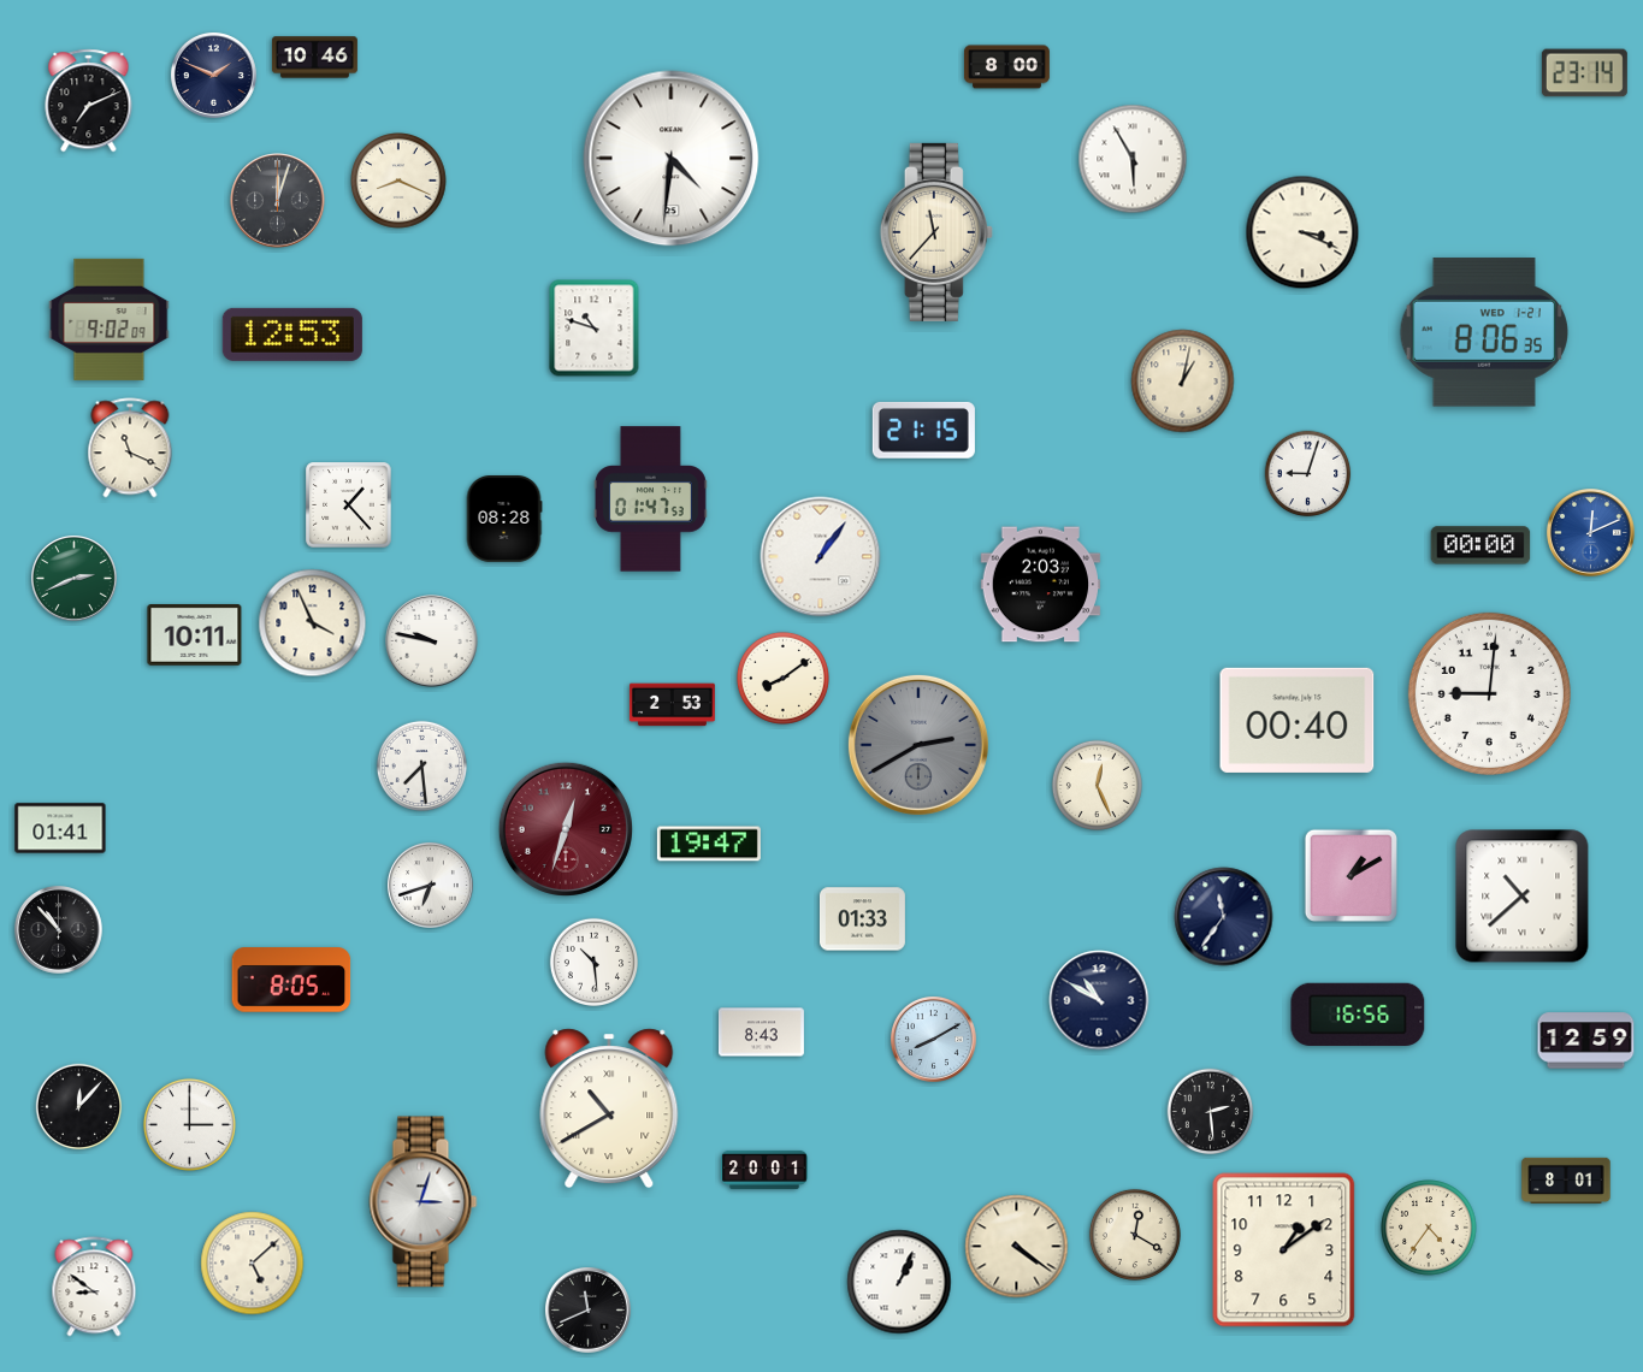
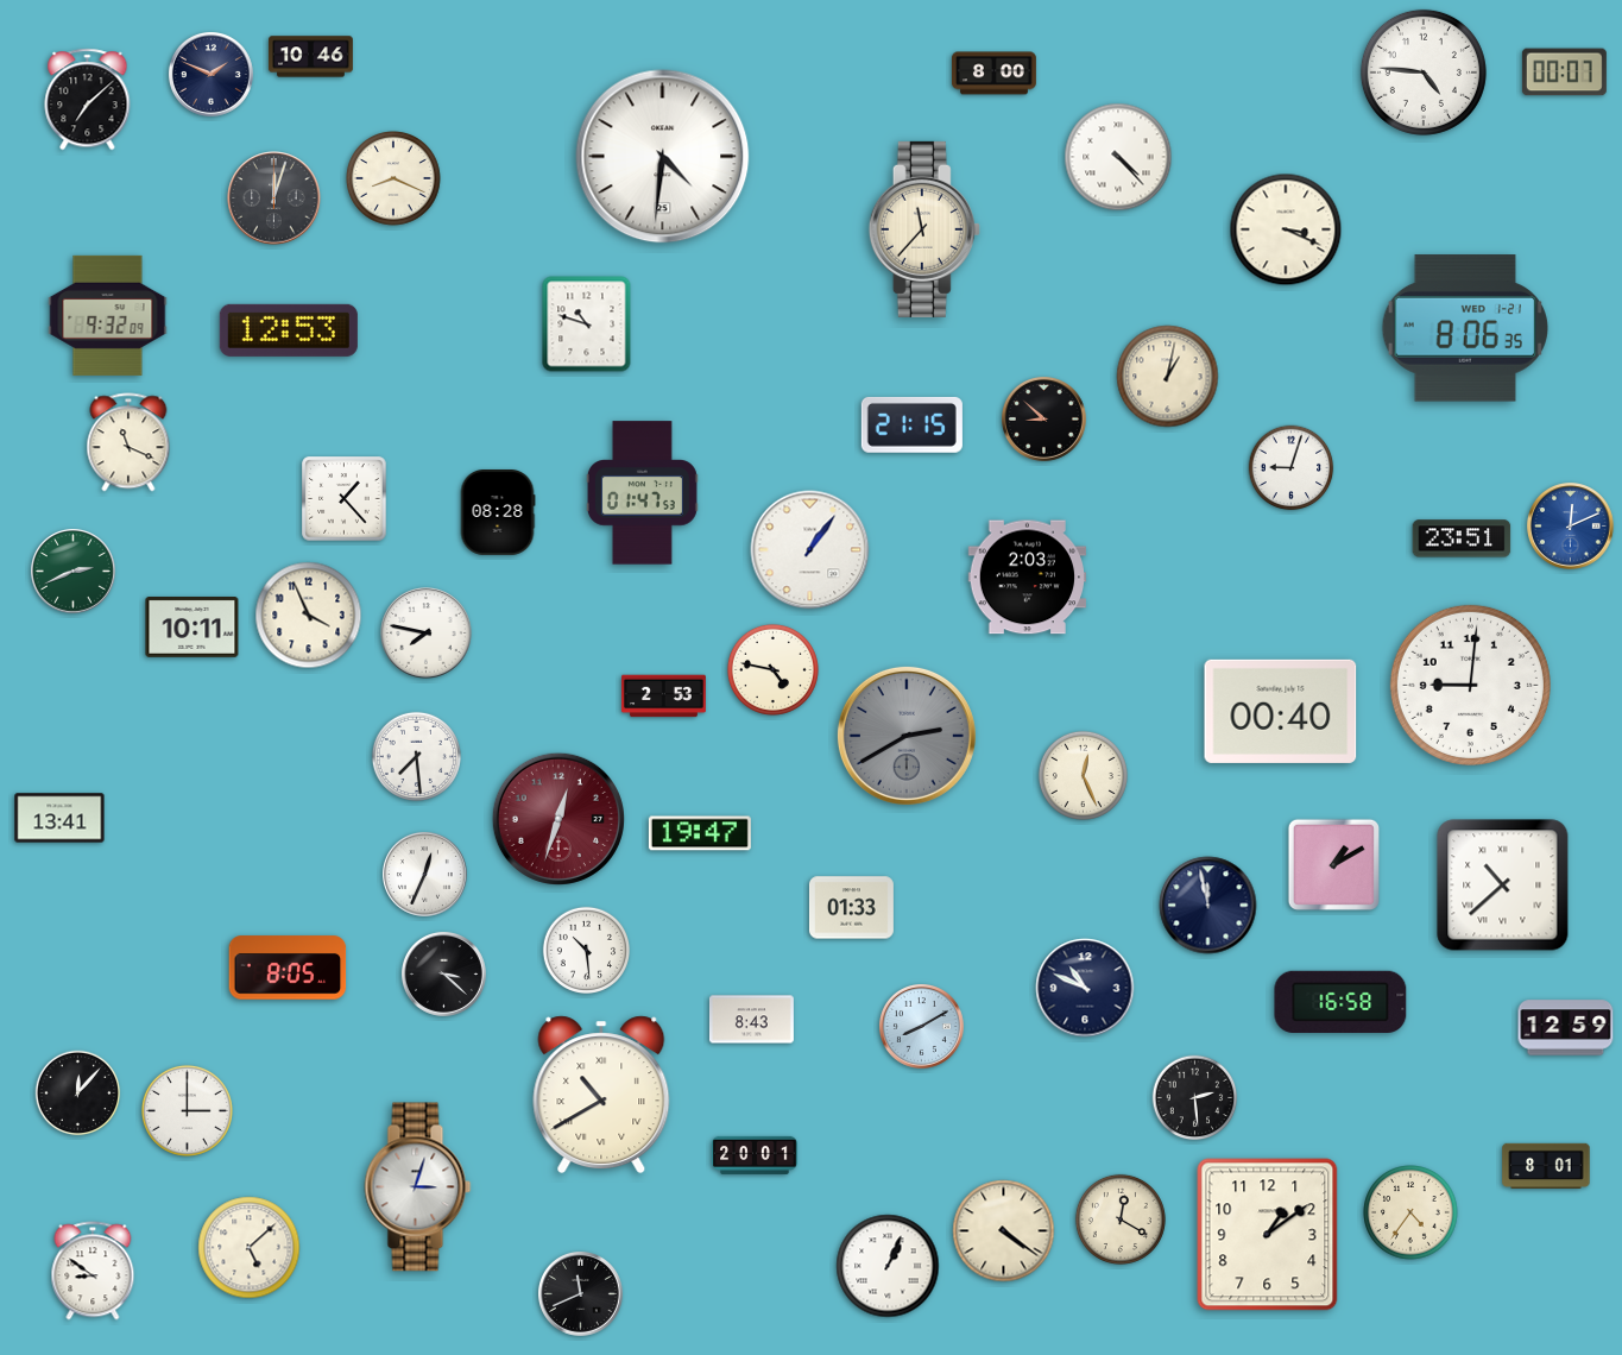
clock at (1006, 67) position: (1006, 67) -> (993, 74)
clock at (1424, 73): none -> 4:46
clock at (1584, 73): 23:14 -> 00:07
clock at (89, 101): 7:11 -> 7:08
clock at (1133, 159): 5:55 -> 4:23
clock at (110, 319): 9:02 -> 9:32
clock at (1043, 418): none -> 8:52
clock at (1481, 545): 00:00 -> 23:51
clock at (432, 641): 9:47 -> 7:47
clock at (782, 678): 8:09 -> 4:47
clock at (60, 828): 01:41 -> 13:41
clock at (430, 885): 6:42 -> 12:34
clock at (1224, 917): 11:36 -> 11:58
clock at (59, 930): 10:53 -> none
clock at (443, 973): none -> 3:22
clock at (1099, 1000): 10:50 -> 10:49
clock at (1358, 1015): 16:56 -> 16:58
